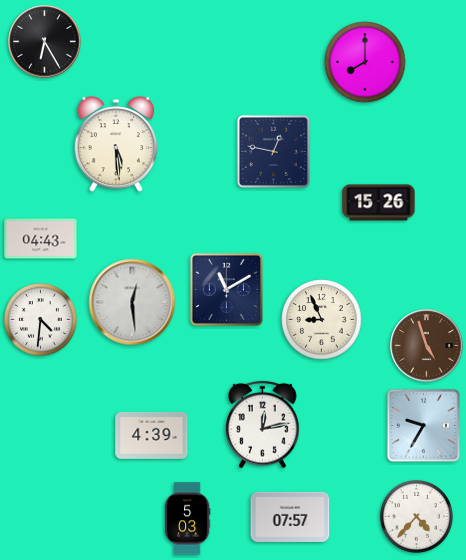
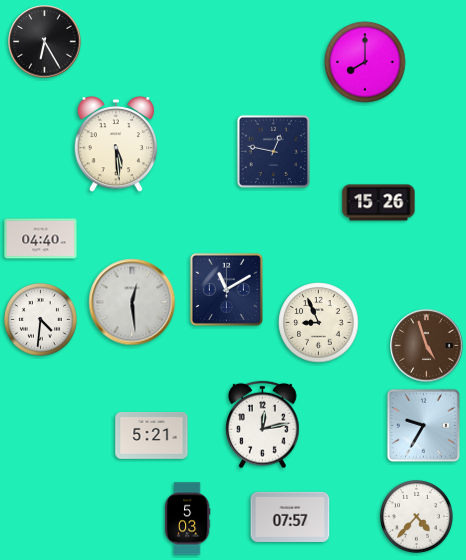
clock at (41, 239): 04:43 -> 04:40
clock at (322, 320) position: (322, 320) -> (319, 323)
clock at (152, 436): 4:39 -> 5:21
